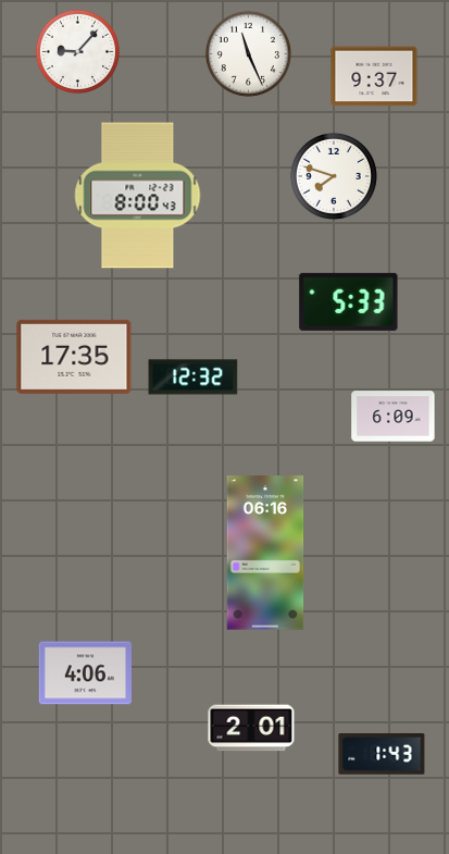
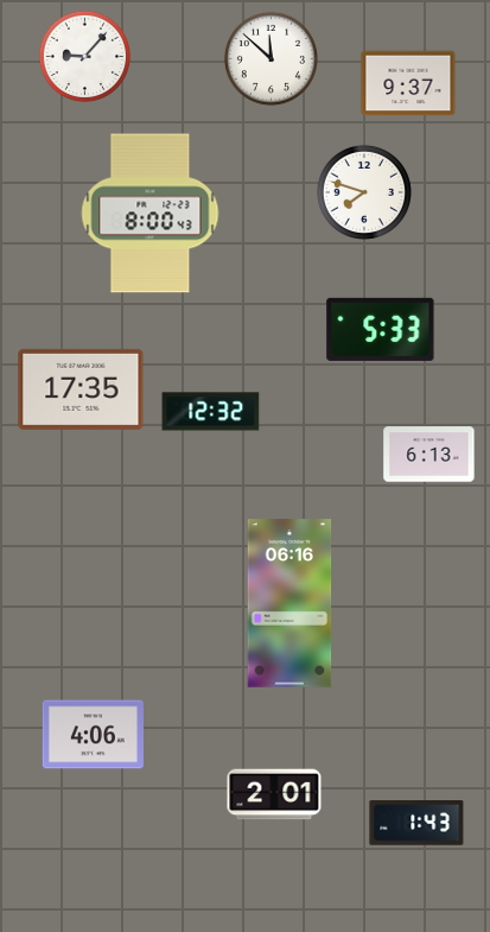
clock at (248, 53): 11:26 -> 11:52
clock at (394, 417): 6:09 -> 6:13
